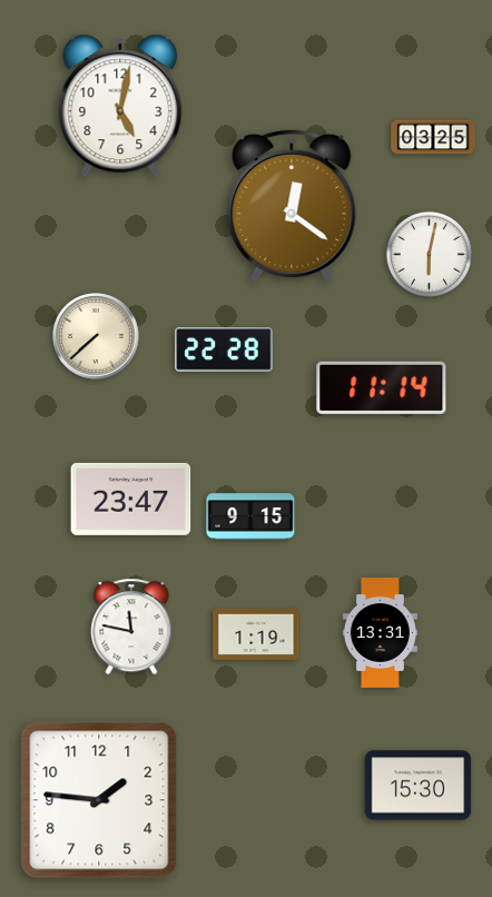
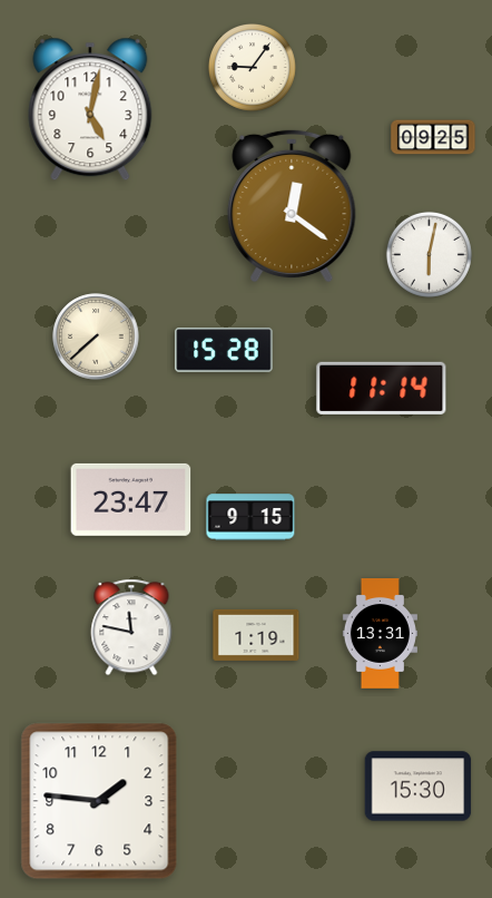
clock at (252, 67): none -> 9:06
clock at (120, 106) position: (120, 106) -> (90, 109)
clock at (433, 137): 03:25 -> 09:25
clock at (224, 349): 22:28 -> 15:28
